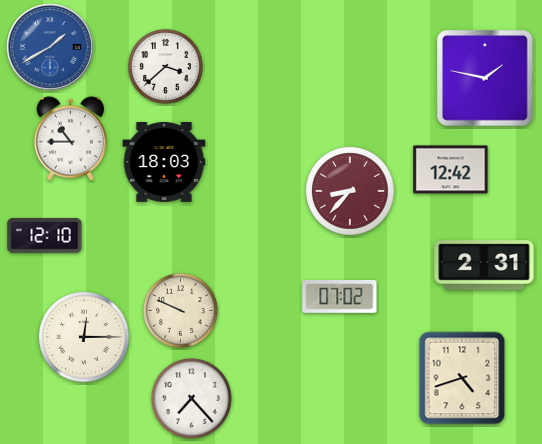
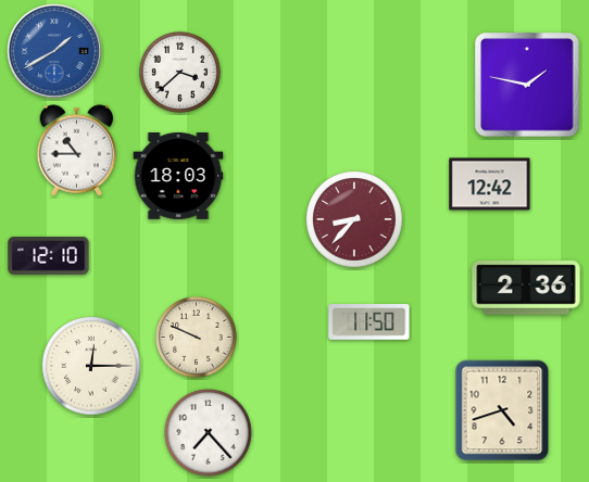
clock at (350, 191) position: (350, 191) -> (354, 219)
clock at (484, 265): 2:31 -> 2:36
clock at (340, 297): 07:02 -> 11:50
